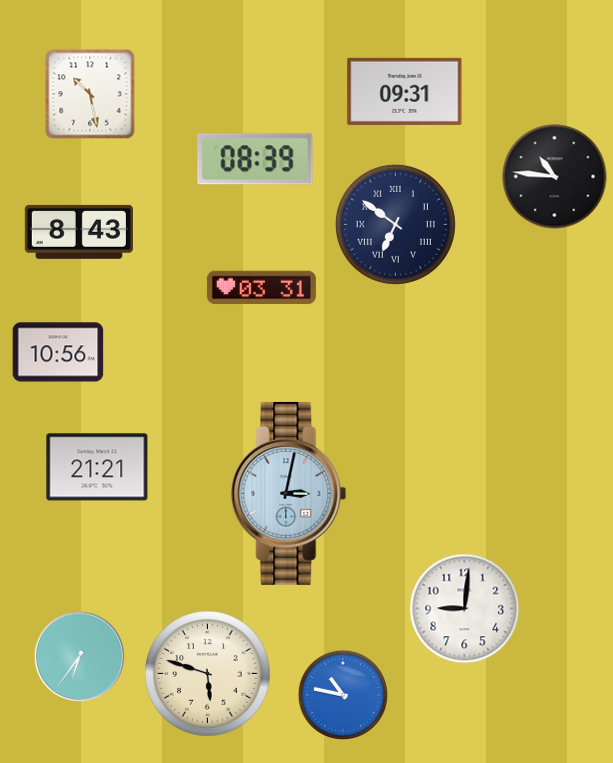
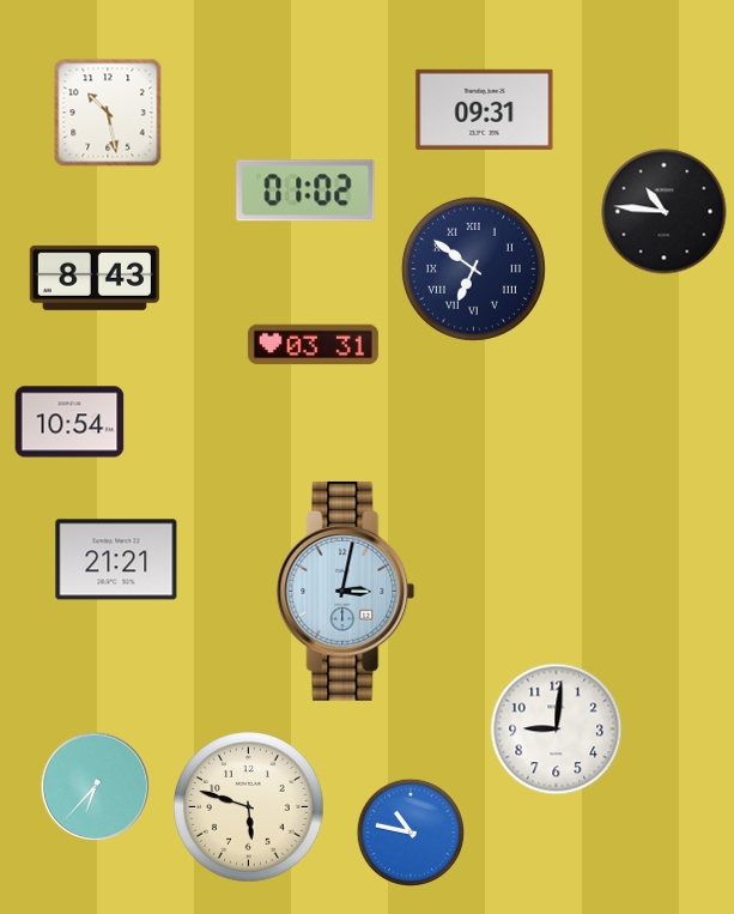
clock at (255, 159): 08:39 -> 01:02
clock at (58, 352): 10:56 -> 10:54
clock at (80, 657): 6:36 -> 6:37
